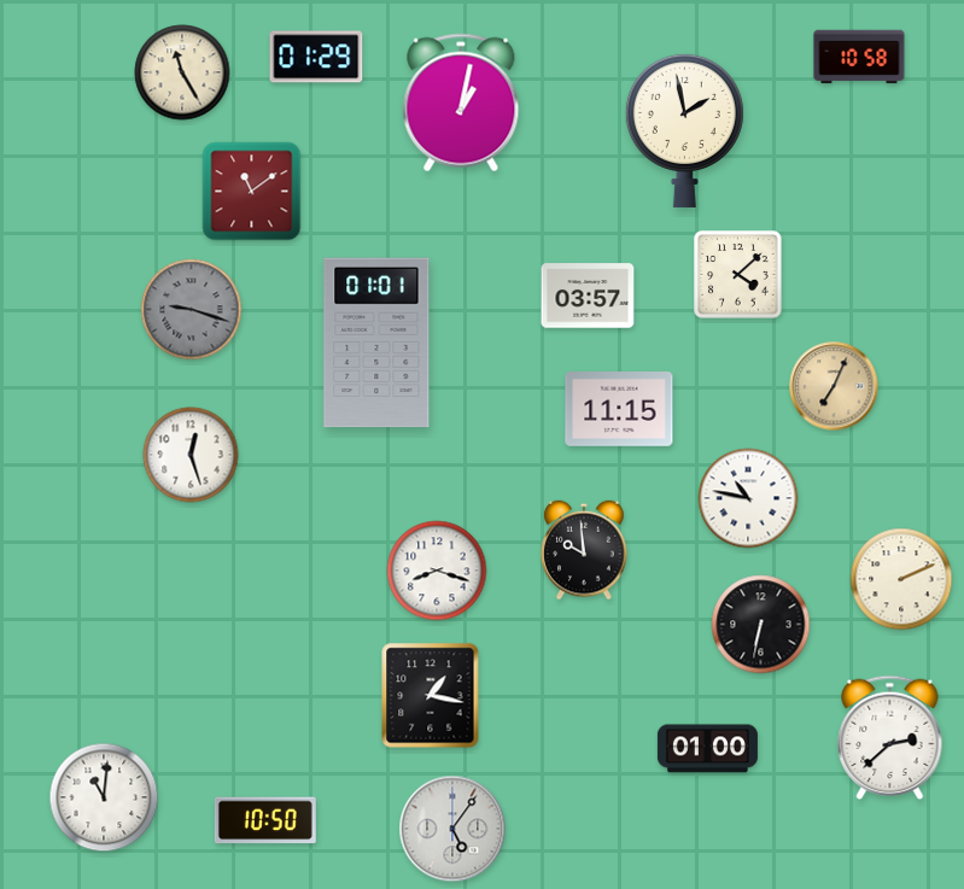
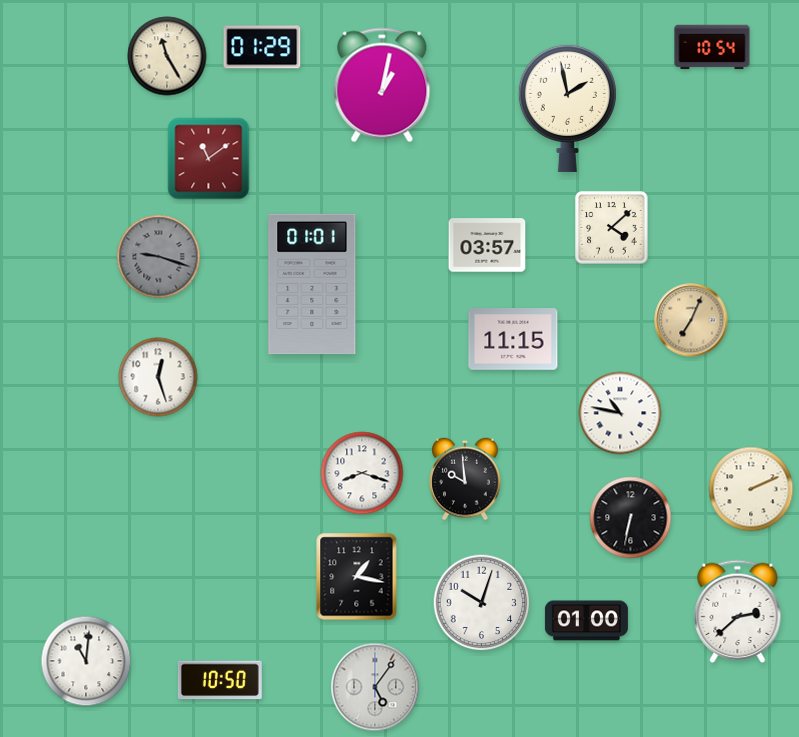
clock at (859, 57): 10:58 -> 10:54
clock at (182, 72) position: (182, 72) -> (167, 56)
clock at (584, 550) position: (584, 550) -> (465, 479)
clock at (901, 579) position: (901, 579) -> (751, 489)
clock at (482, 603): none -> 10:03
